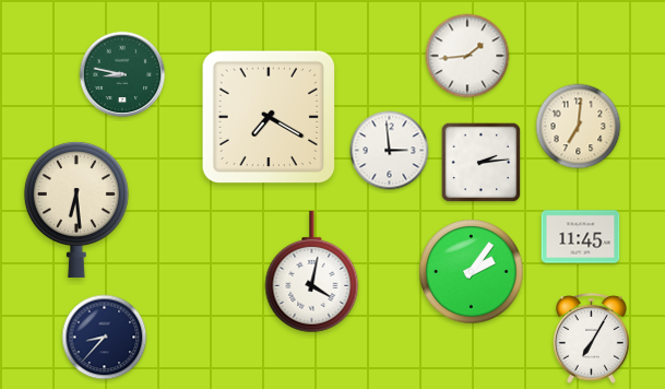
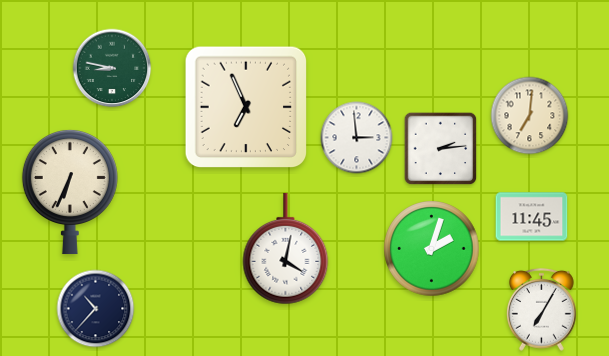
clock at (467, 56): 1:44 -> none
clock at (269, 117): 7:20 -> 6:56
clock at (76, 210): 6:29 -> 6:34
clock at (472, 272): 2:06 -> 2:03
clock at (105, 338): 8:37 -> 10:37
